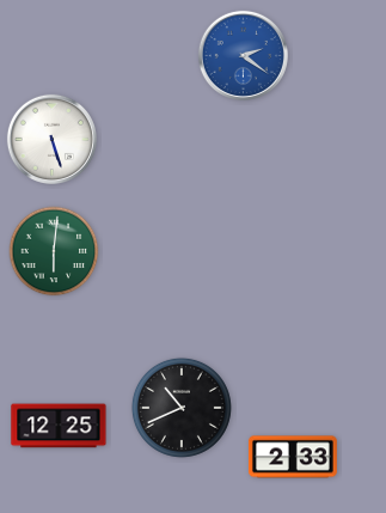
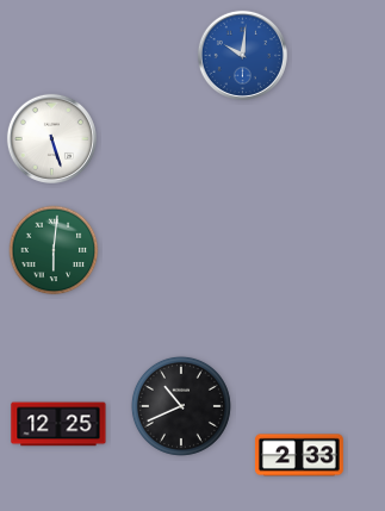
clock at (243, 55): 2:21 -> 10:01
clock at (293, 457) position: (293, 457) -> (299, 455)
